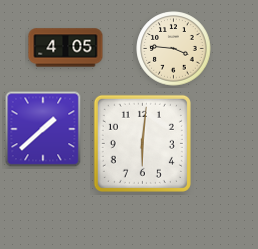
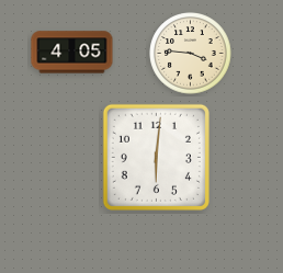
clock at (43, 129): 1:38 -> none
